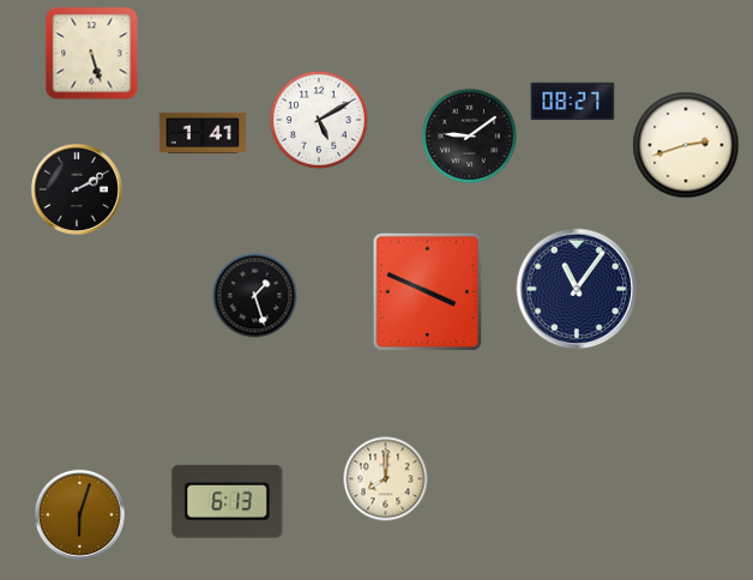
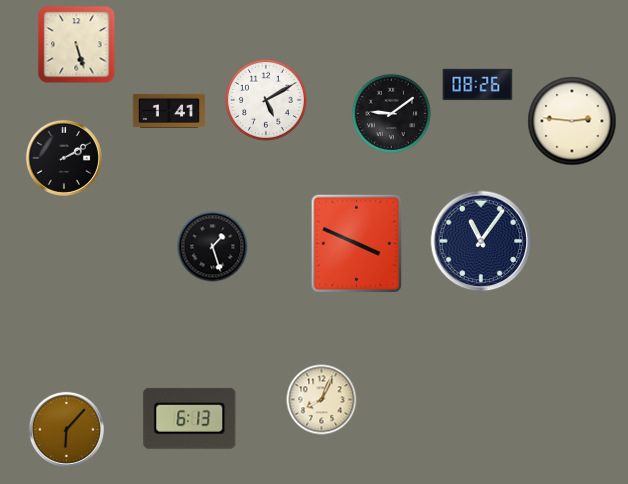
clock at (573, 102): 08:27 -> 08:26
clock at (686, 145): 2:42 -> 2:46
clock at (386, 479): 8:00 -> 8:04
clock at (79, 514): 6:03 -> 6:07
